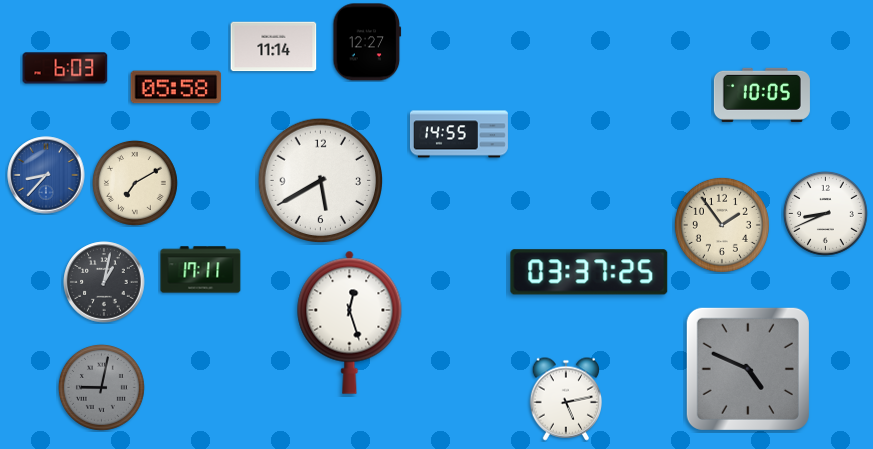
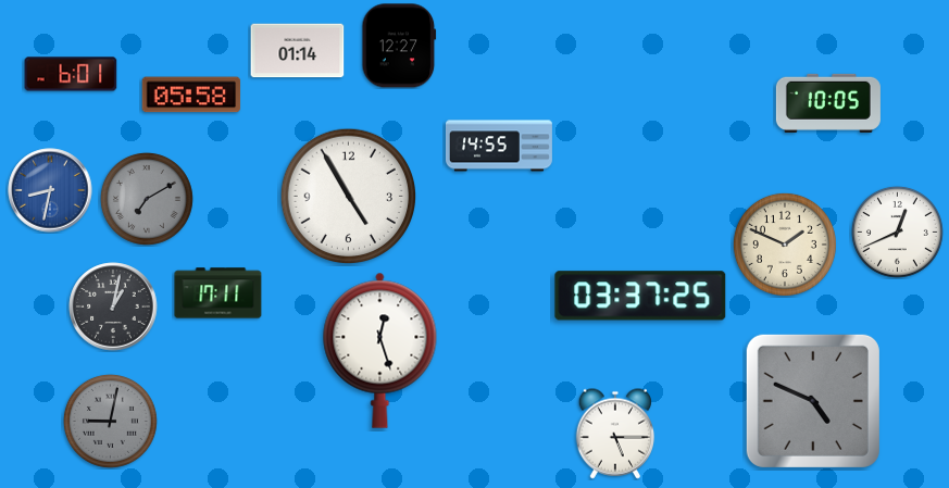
clock at (274, 47): 11:14 -> 01:14
clock at (65, 68): 6:03 -> 6:01
clock at (46, 175): 8:37 -> 8:32
clock at (321, 181): 5:40 -> 4:55
clock at (135, 183) dial: cream -> grey
clock at (825, 213): 8:41 -> 12:41
clock at (722, 225): 1:54 -> 1:49
clock at (565, 399): 5:13 -> 5:15
